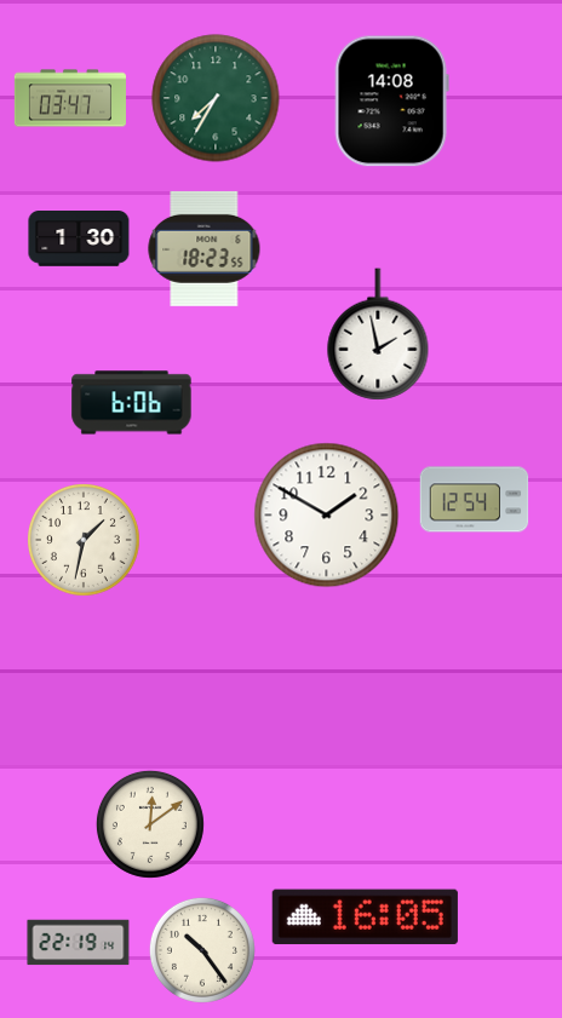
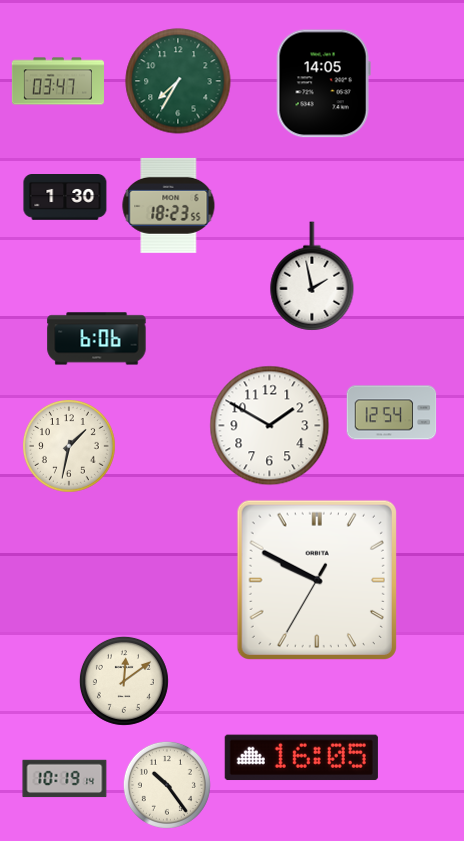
clock at (391, 102): 14:08 -> 14:05
clock at (132, 403) position: (132, 403) -> (97, 339)
clock at (317, 580): none -> 9:49
clock at (79, 943): 22:19 -> 10:19
